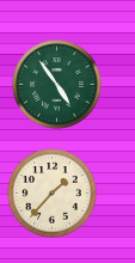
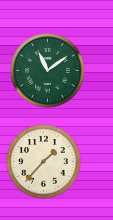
clock at (57, 85): 4:54 -> 11:09
